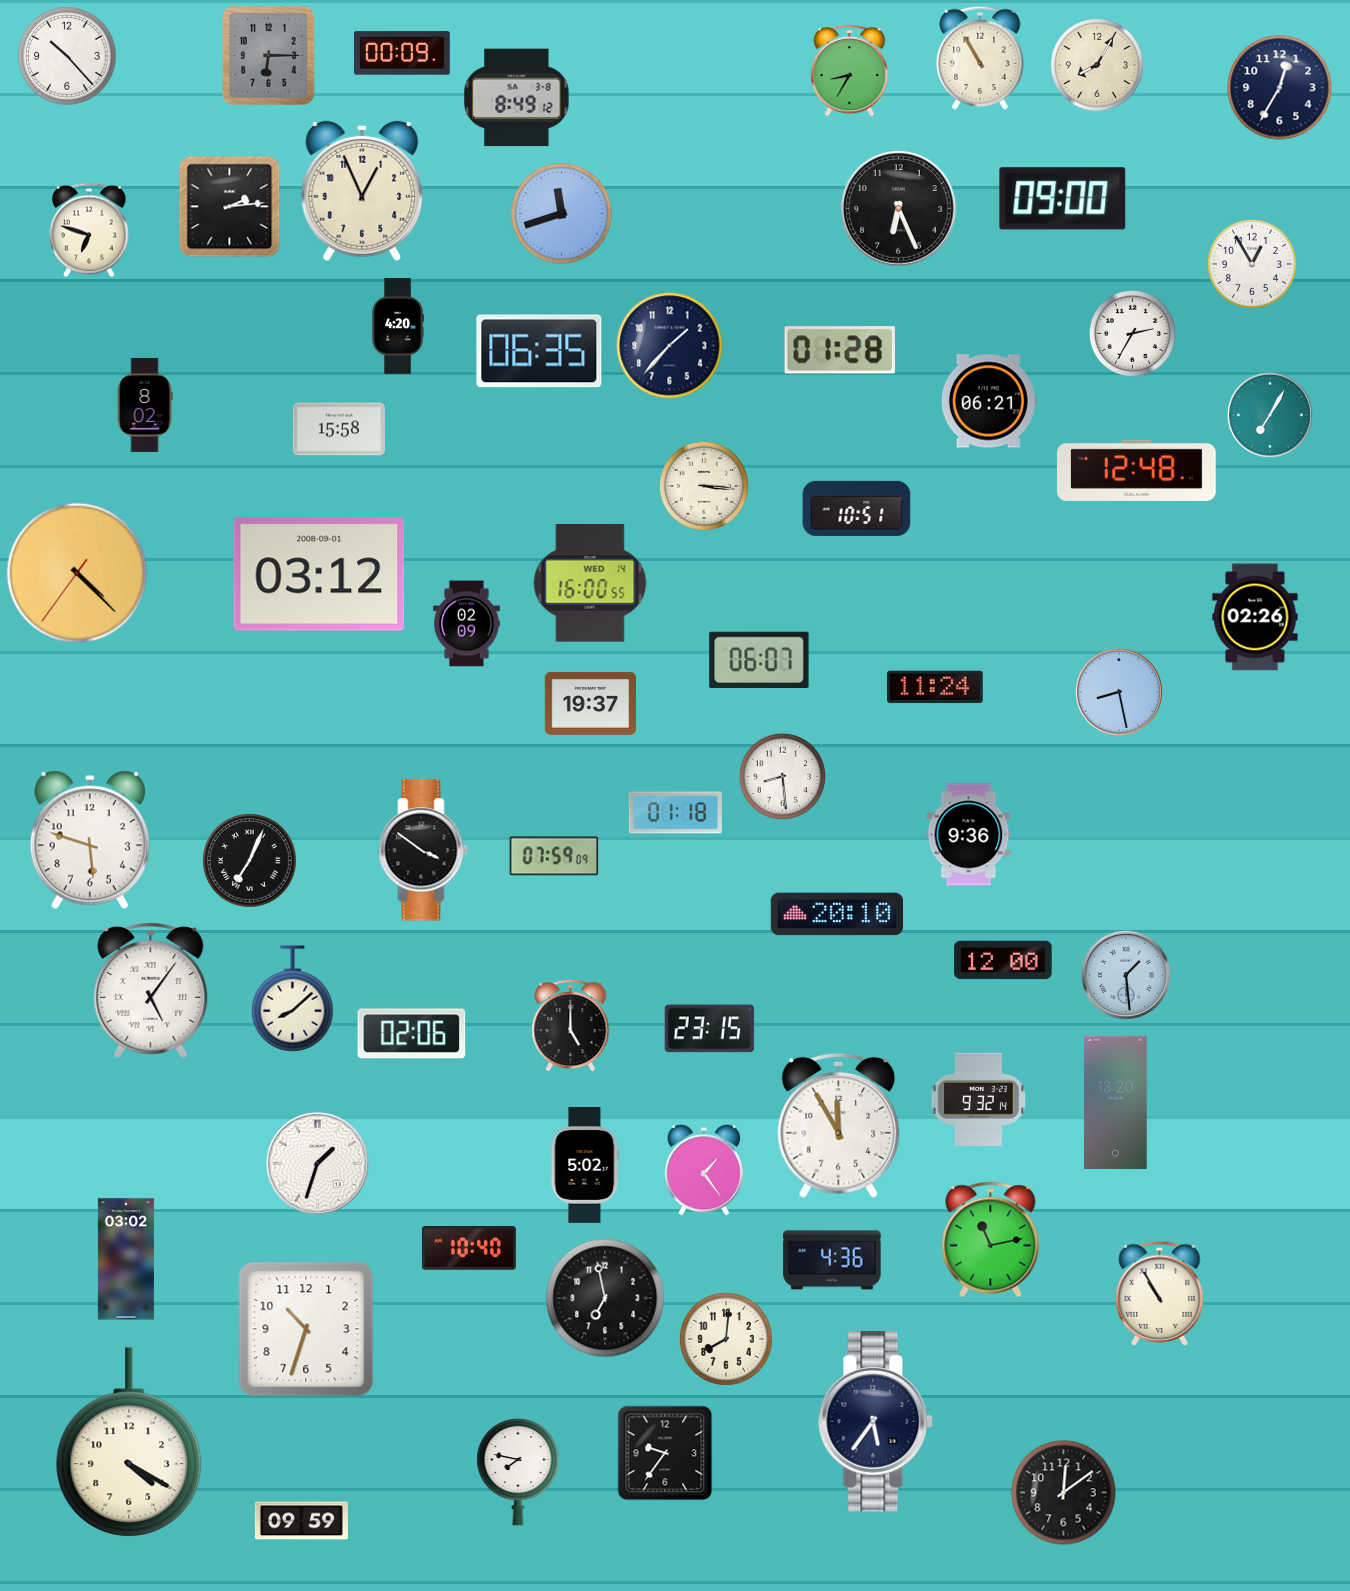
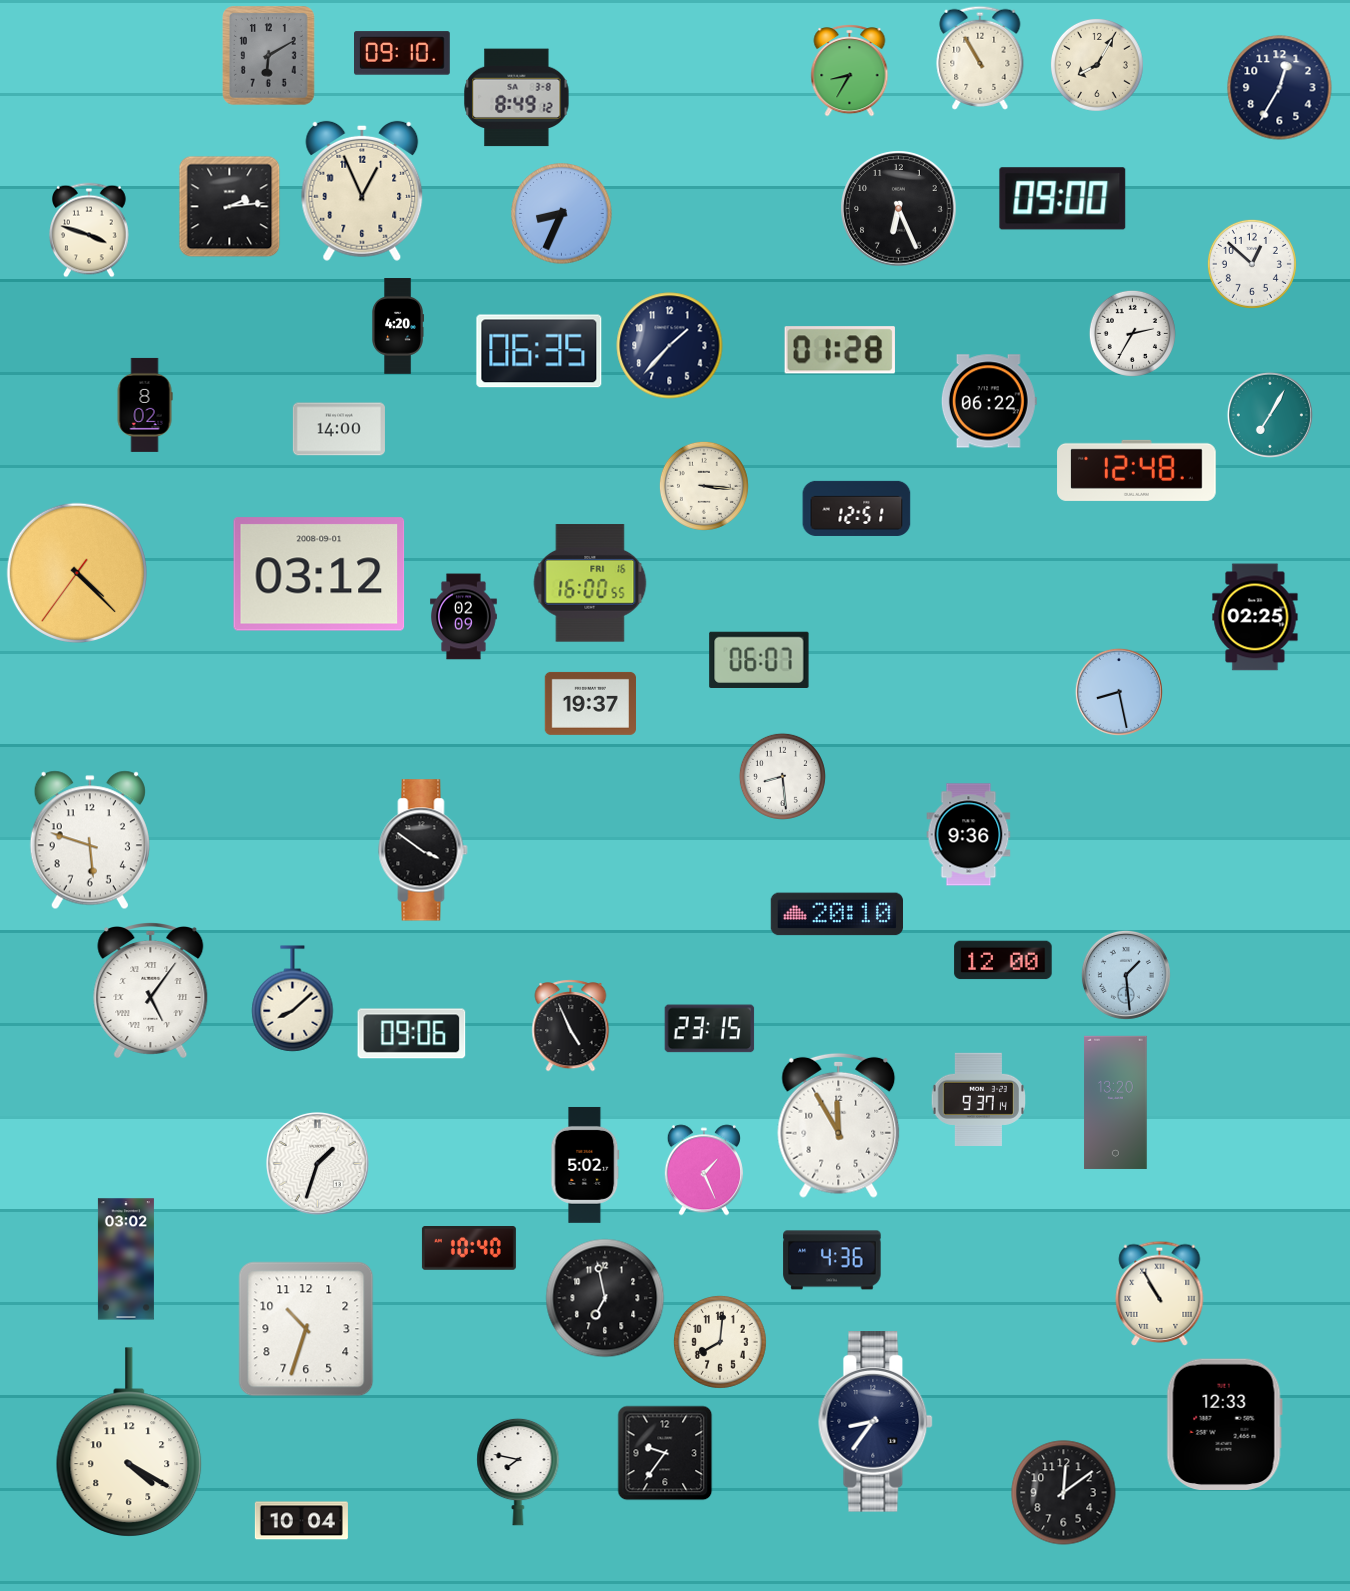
clock at (403, 53): 00:09 -> 09:10
clock at (67, 56): 10:23 -> none
clock at (269, 56): 6:15 -> 6:10
clock at (562, 214): 11:42 -> 8:34
clock at (90, 230): 6:48 -> 3:48
clock at (1252, 264): 12:55 -> 12:52
clock at (989, 401): 06:21 -> 06:22
clock at (339, 429): 15:58 -> 14:00
clock at (857, 508): 10:51 -> 12:51
clock at (590, 583) date: WED 14 -> FRI 16
clock at (1255, 617): 02:26 -> 02:25
clock at (467, 624) position: (467, 624) -> (464, 617)
clock at (936, 687): 11:24 -> none
clock at (675, 813): 01:18 -> none
clock at (554, 856): 07:59 -> none
clock at (250, 861): 7:04 -> none
clock at (571, 1026): 5:00 -> 4:56
clock at (412, 1034): 02:06 -> 09:06
clock at (978, 1099): 9:32 -> 9:37
clock at (704, 1170): 1:24 -> 1:26
clock at (991, 1240): 11:13 -> none
clock at (726, 1339) position: (726, 1339) -> (720, 1342)
clock at (876, 1422): 5:36 -> 8:36
clock at (1224, 1424): none -> 12:33
clock at (301, 1521): 09:59 -> 10:04
